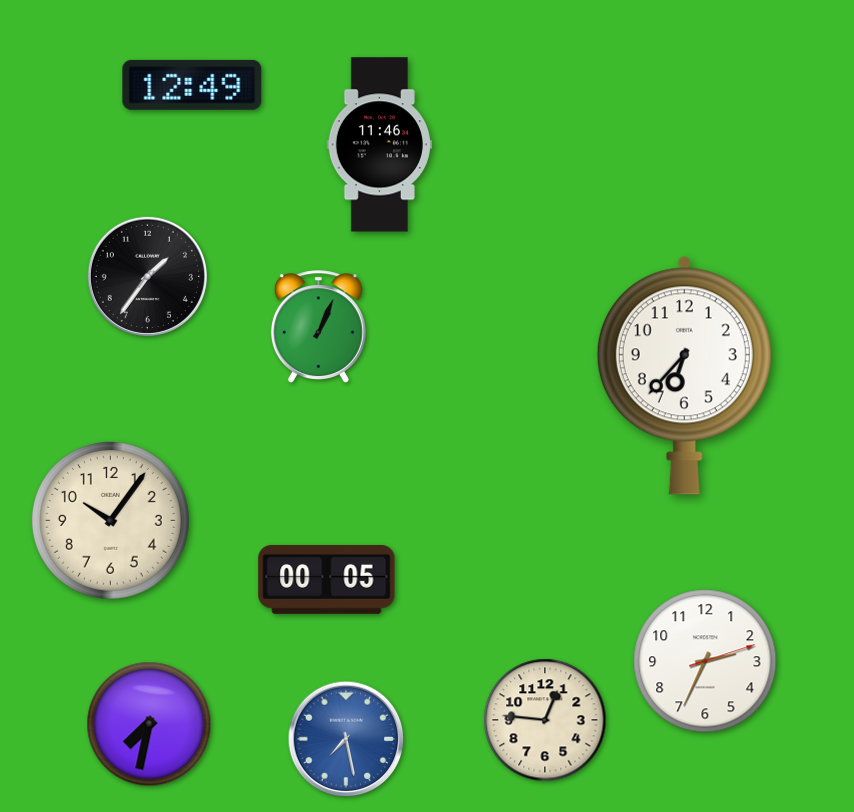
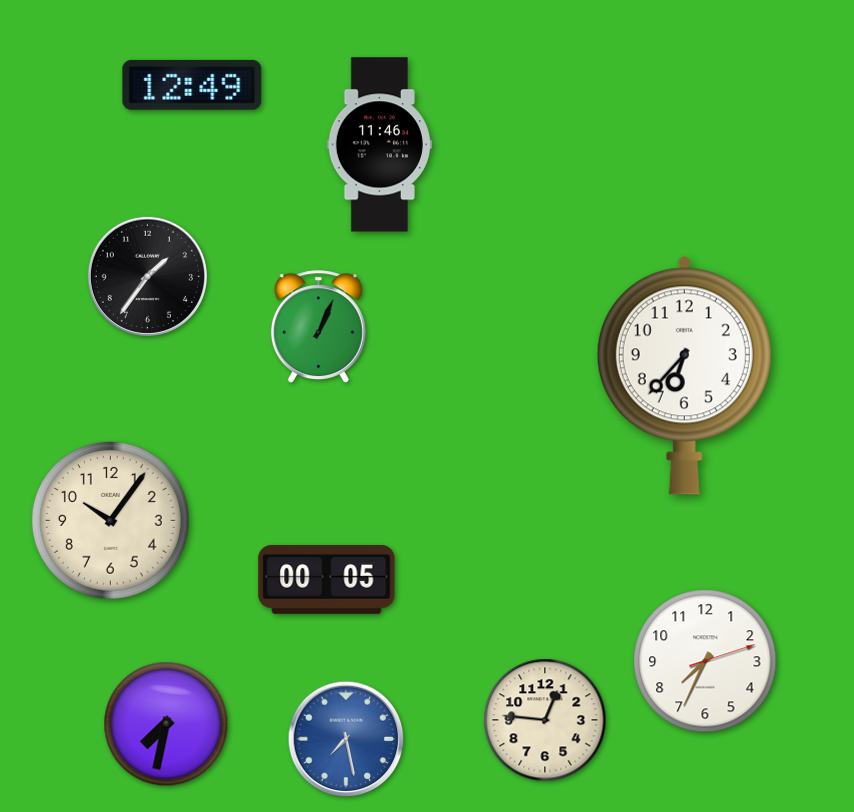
clock at (705, 661): 2:34 -> 7:34
clock at (149, 724) position: (149, 724) -> (166, 724)
